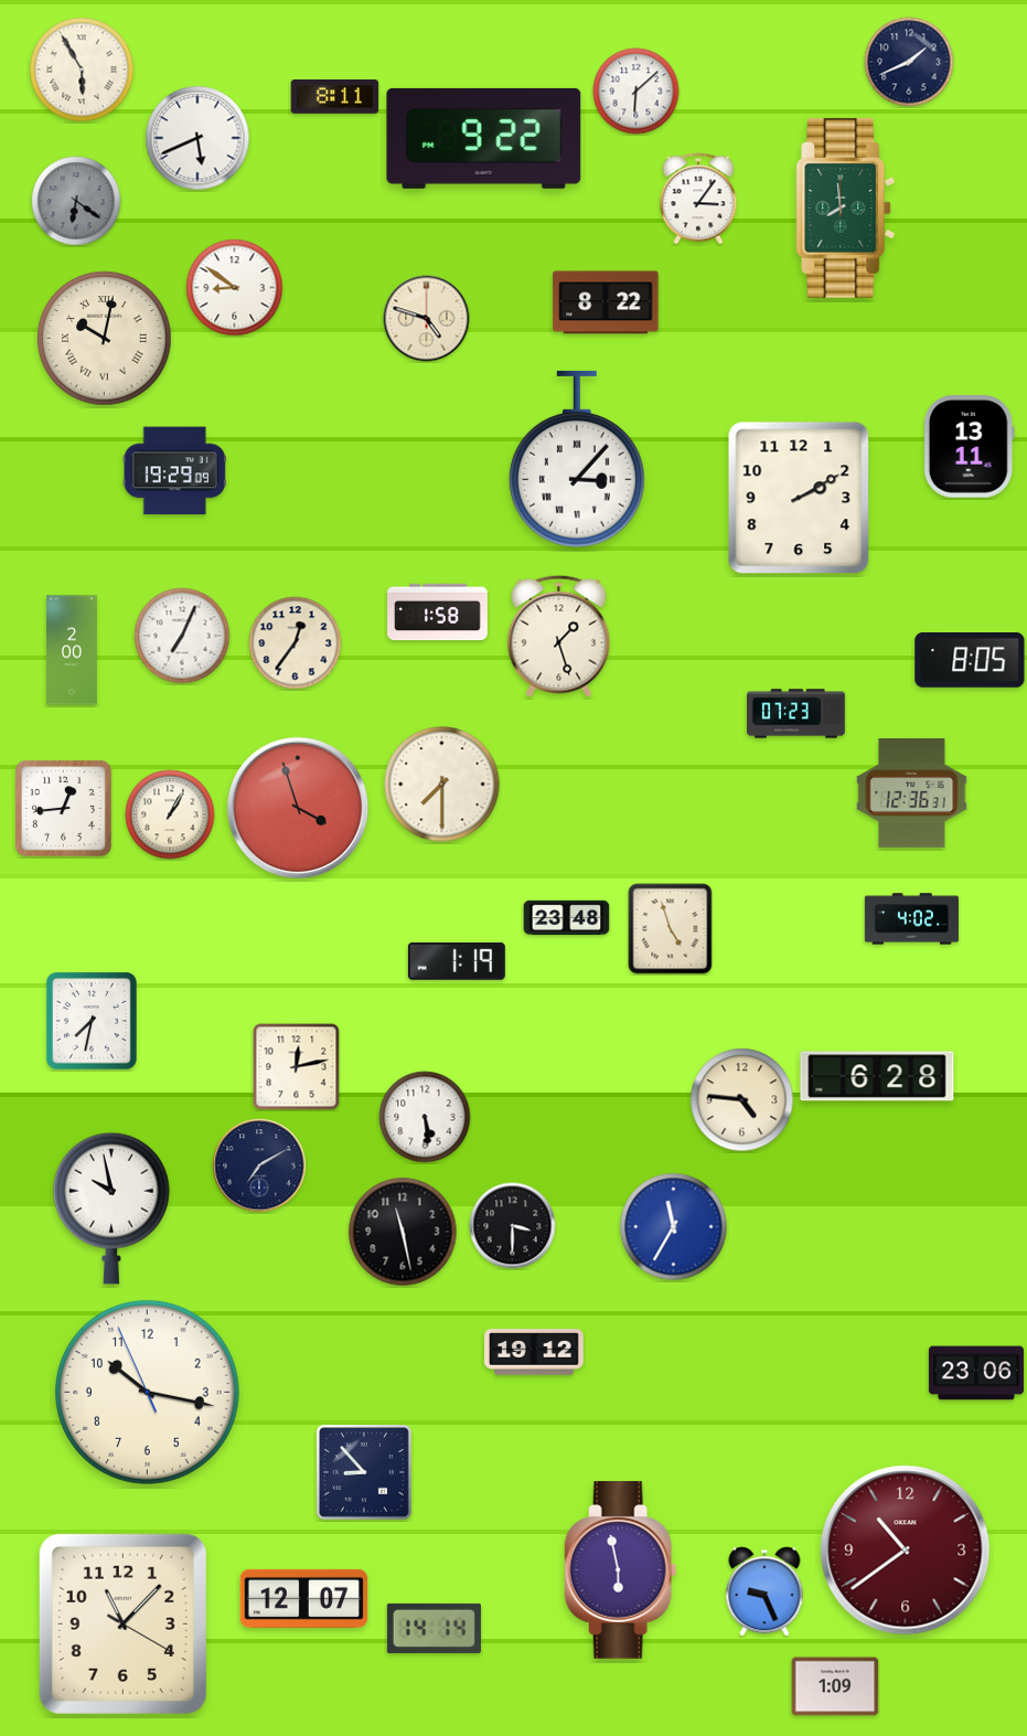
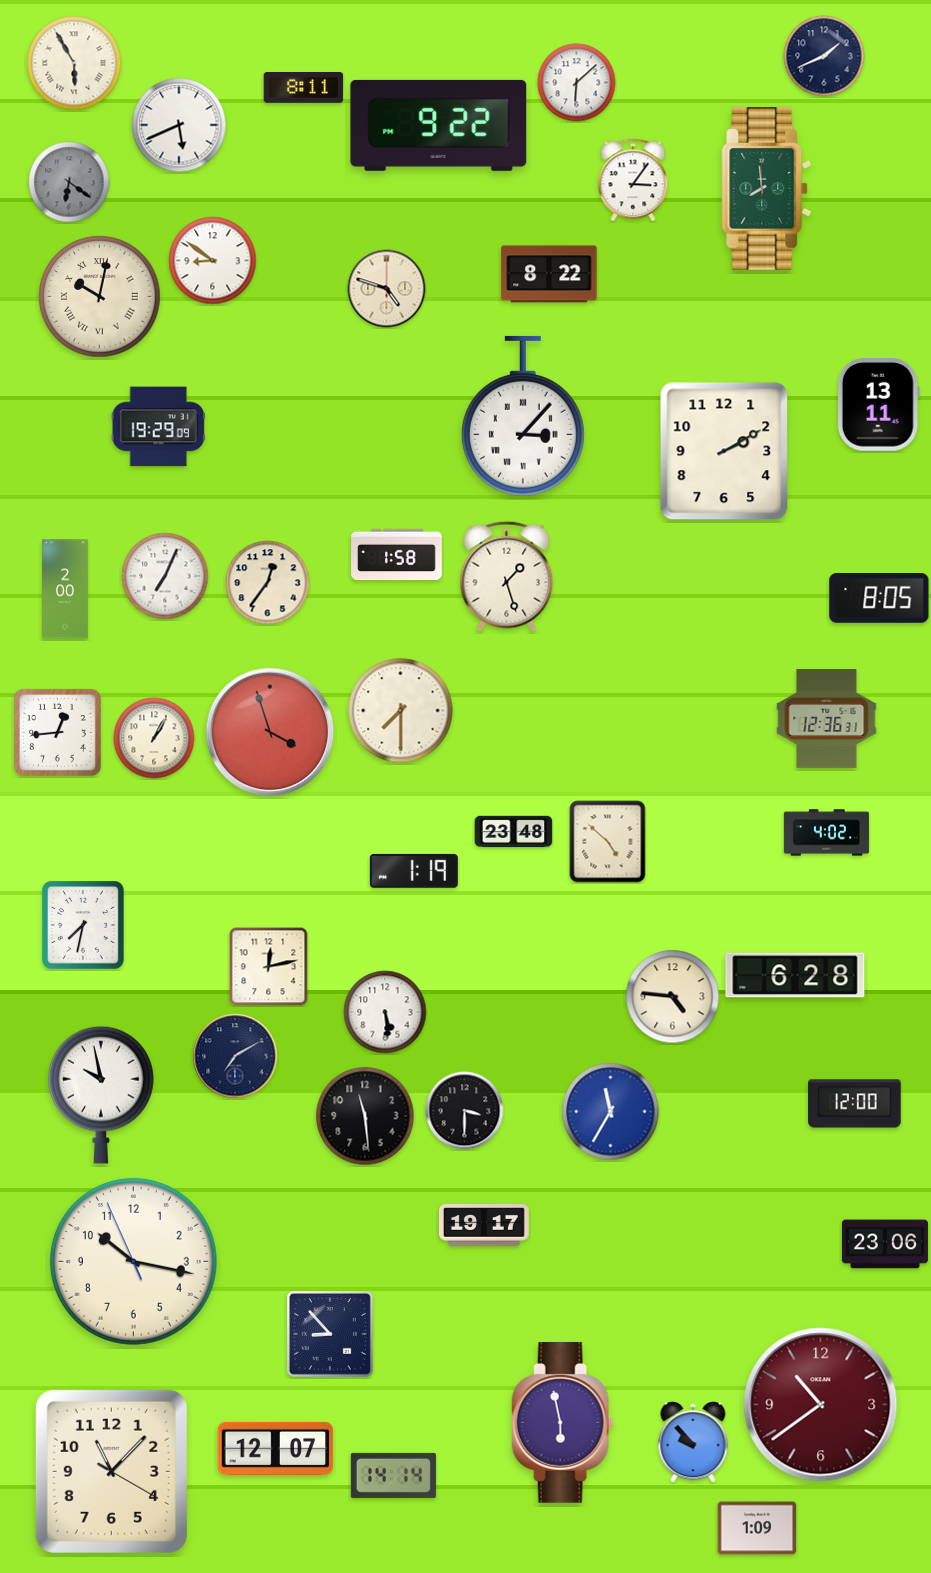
clock at (105, 339) position: (105, 339) -> (100, 297)
clock at (796, 714): 07:23 -> none
clock at (671, 929): 4:57 -> 4:52
clock at (855, 1104): none -> 12:00
clock at (403, 1232): 11:28 -> 11:29
clock at (535, 1352): 19:12 -> 19:17
clock at (764, 1591): 9:26 -> 9:53
